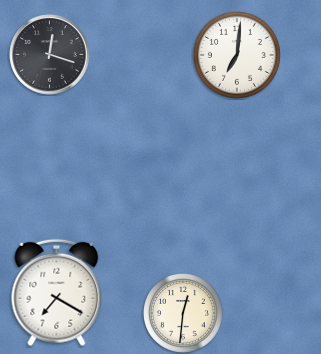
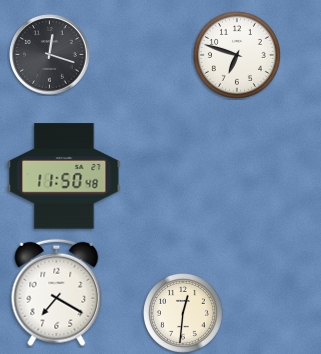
clock at (237, 55): 7:01 -> 6:48
clock at (64, 176): none -> 11:50
